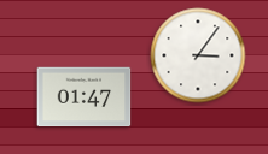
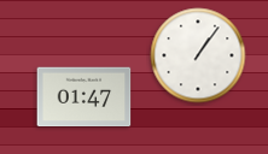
clock at (198, 55): 3:06 -> 1:06
